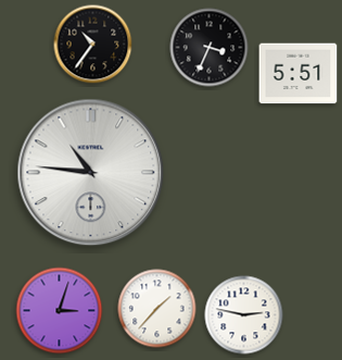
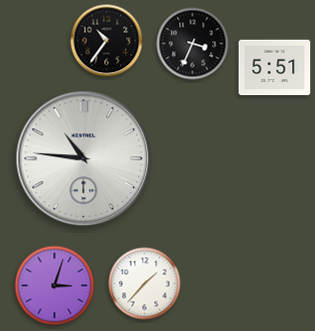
clock at (93, 45) position: (93, 45) -> (107, 41)
clock at (244, 315): 2:47 -> none
